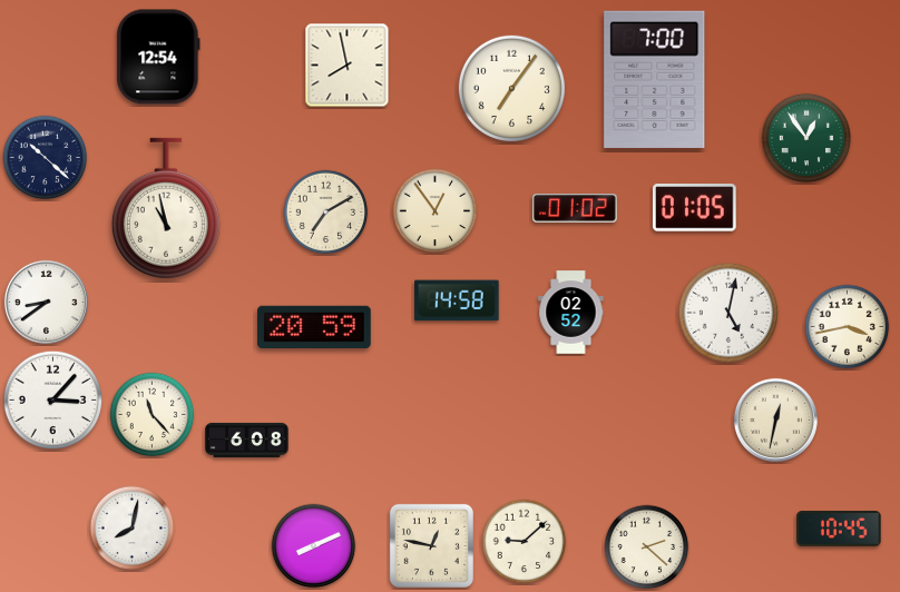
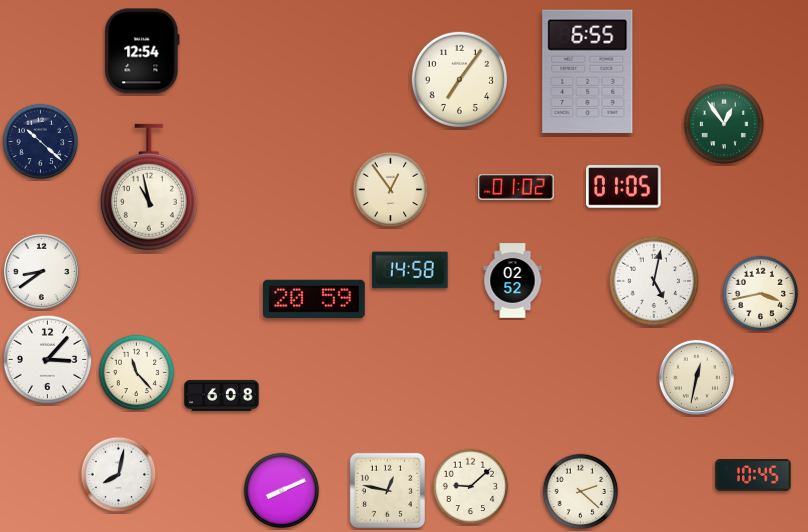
clock at (348, 66): 7:58 -> none
clock at (655, 79): 7:00 -> 6:55
clock at (326, 213): 7:10 -> none
clock at (315, 326) position: (315, 326) -> (315, 298)
